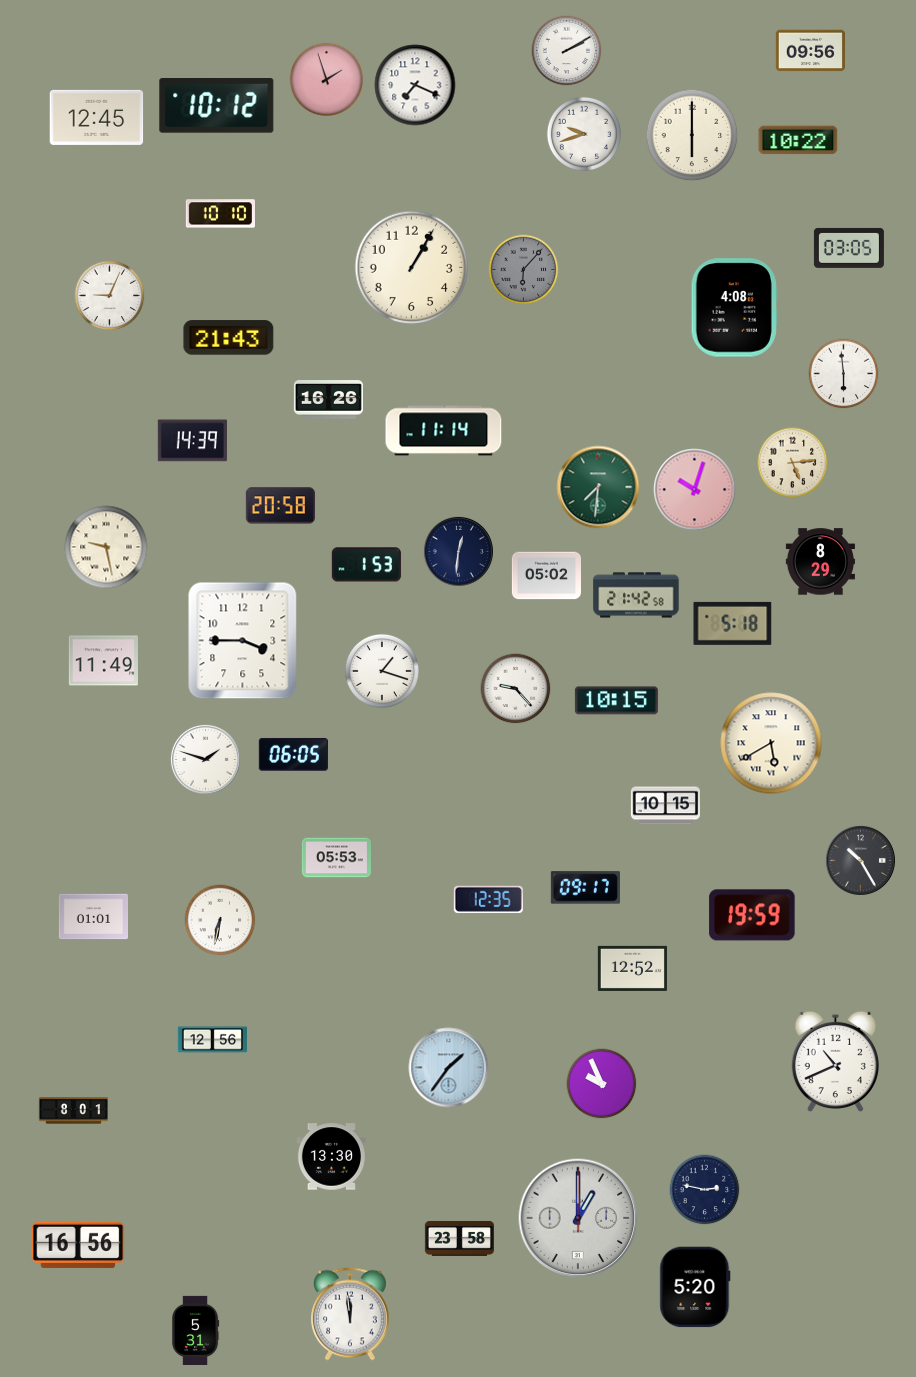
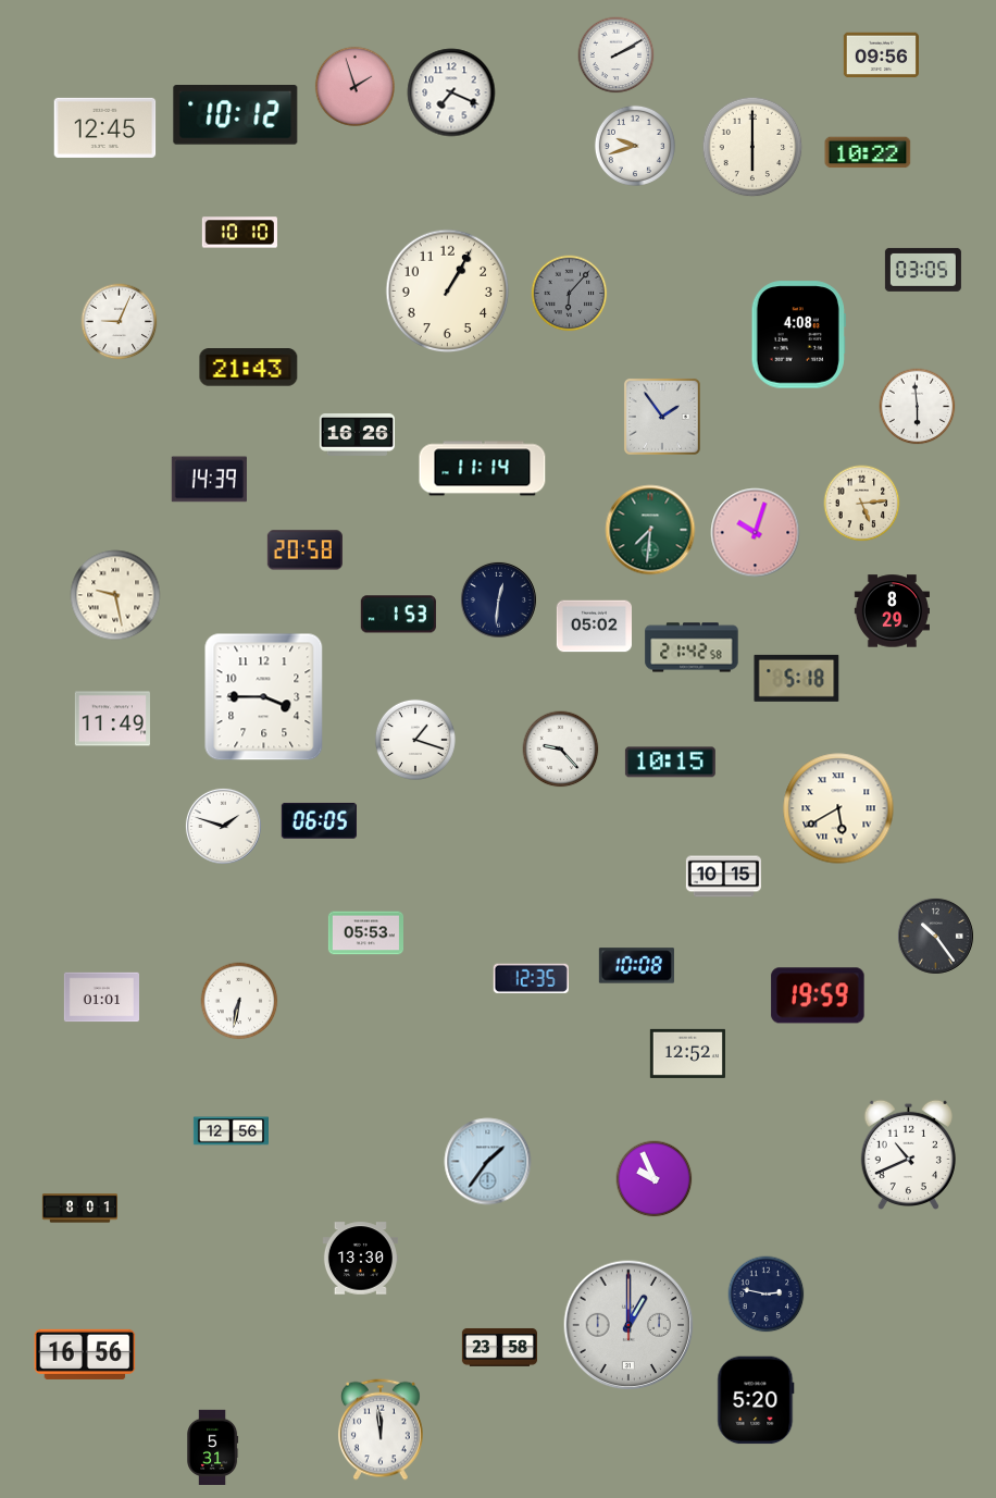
clock at (662, 417): none -> 1:54
clock at (382, 671) position: (382, 671) -> (415, 740)
clock at (860, 860): 10:25 -> 10:24
clock at (585, 888): 09:17 -> 10:08
